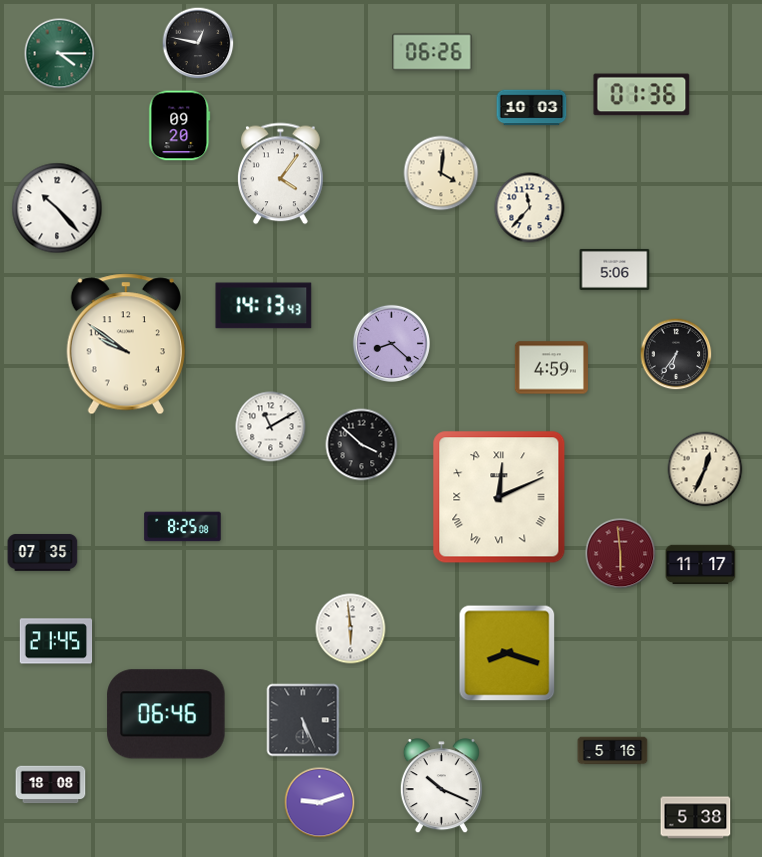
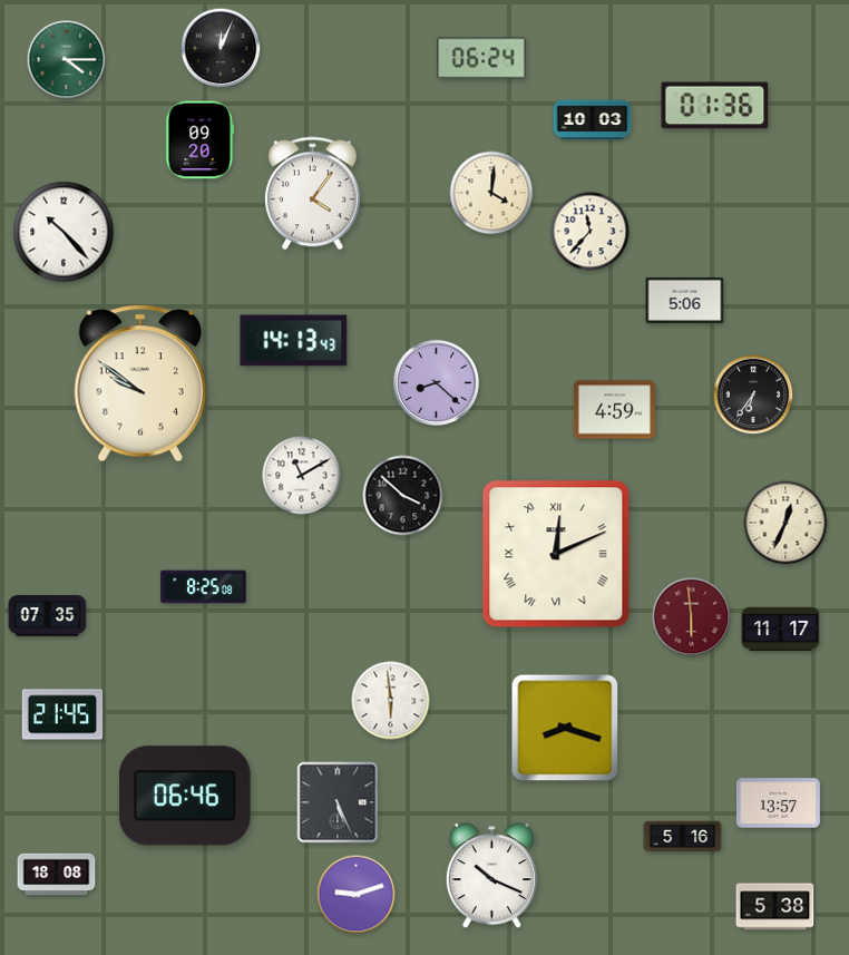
clock at (198, 43): 12:47 -> 12:04
clock at (432, 52): 06:26 -> 06:24
clock at (779, 803): none -> 13:57
clock at (696, 818) position: (696, 818) -> (775, 907)
